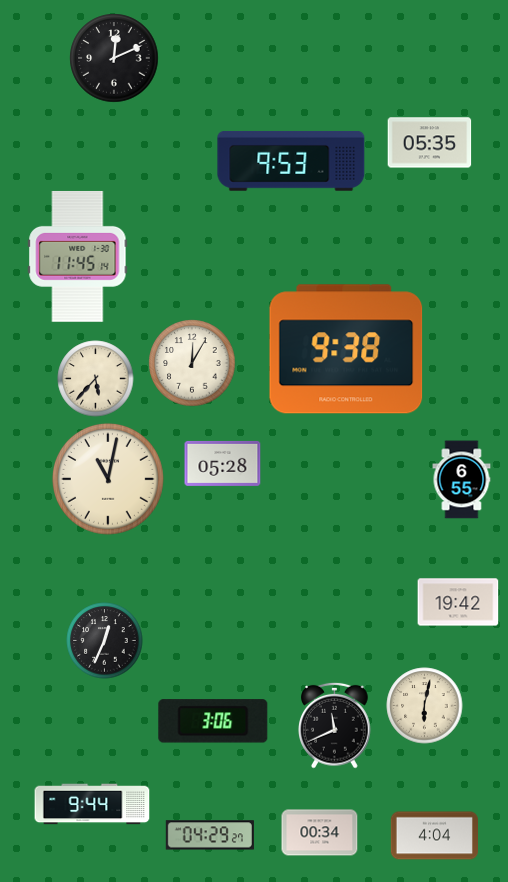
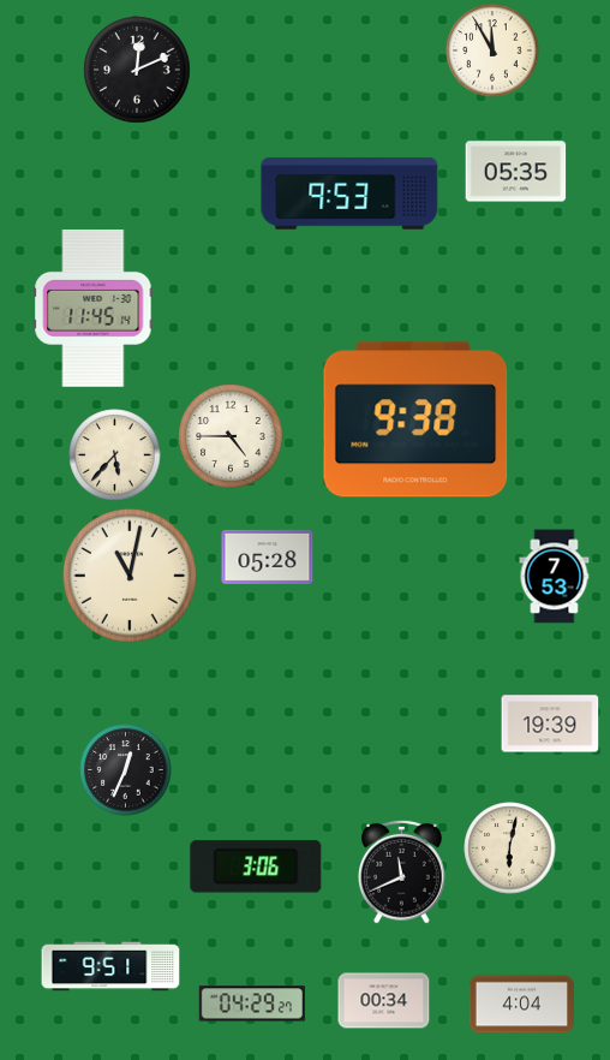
clock at (492, 50): none -> 11:55
clock at (192, 363): 12:05 -> 4:45
clock at (462, 480): 6:55 -> 7:53
clock at (458, 602): 19:42 -> 19:39
clock at (92, 804): 9:44 -> 9:51
